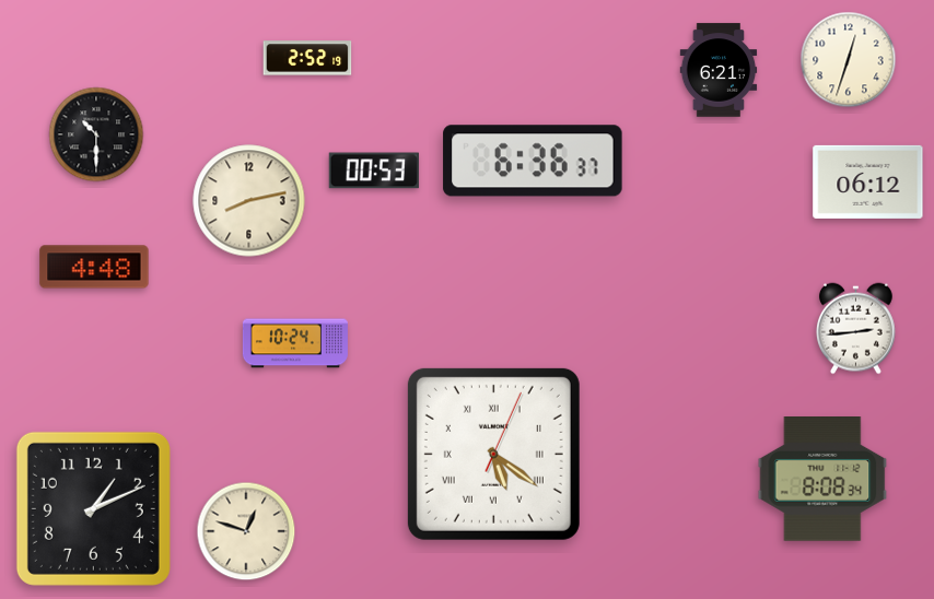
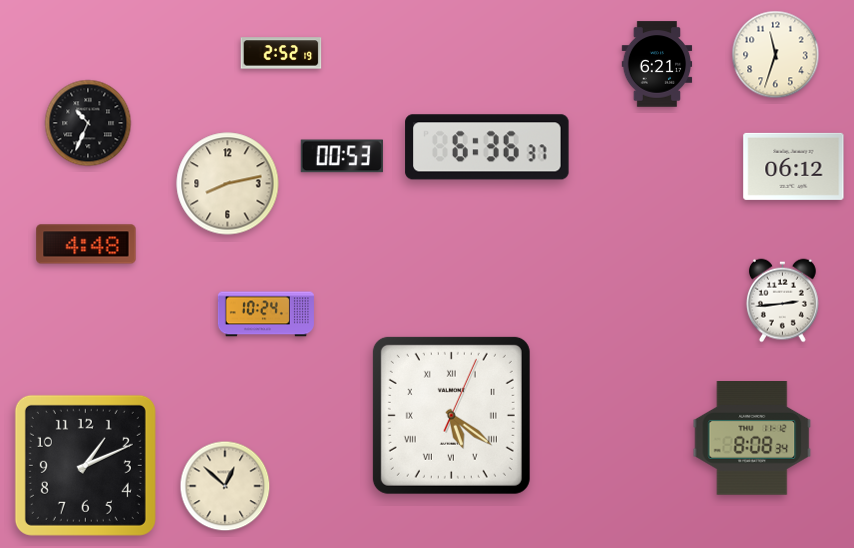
clock at (849, 60): 12:33 -> 11:33
clock at (96, 134): 10:30 -> 10:34
clock at (295, 343) position: (295, 343) -> (266, 314)
clock at (246, 531): 12:48 -> 12:52
